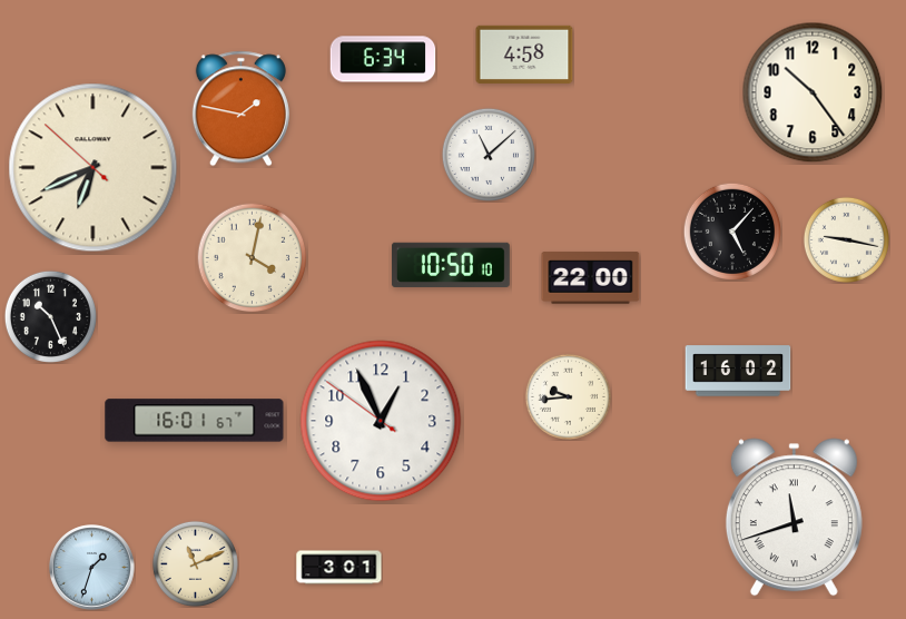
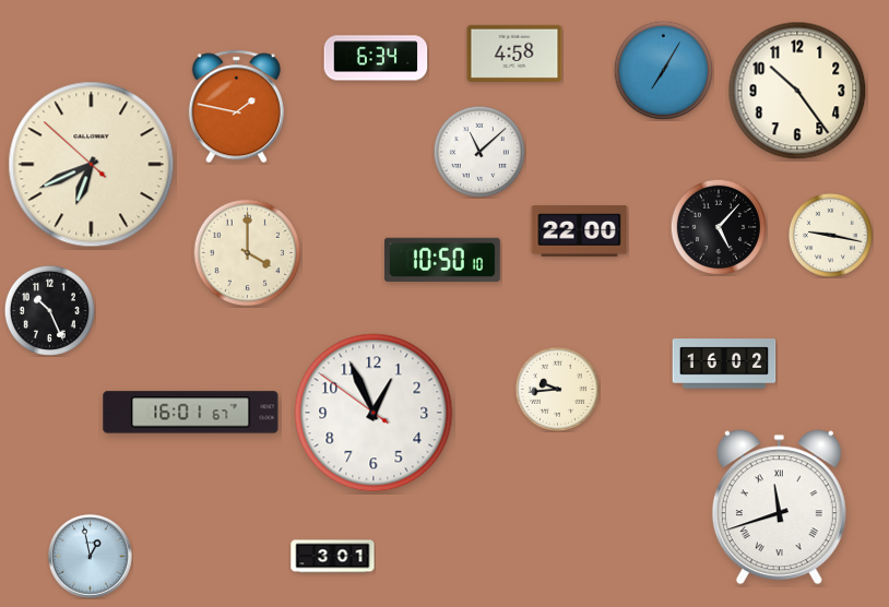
clock at (663, 70): none -> 7:05
clock at (253, 258): 4:02 -> 4:00
clock at (591, 278) position: (591, 278) -> (580, 231)
clock at (195, 563): 11:11 -> none
clock at (92, 568): 1:33 -> 12:58
